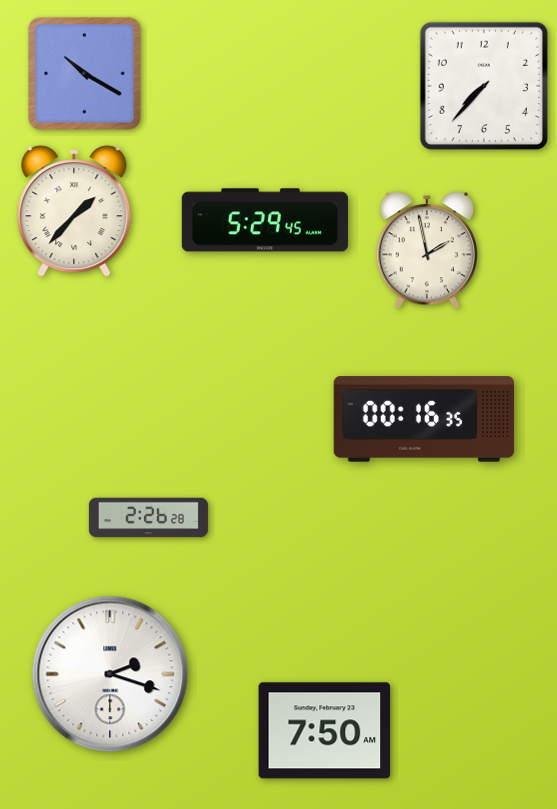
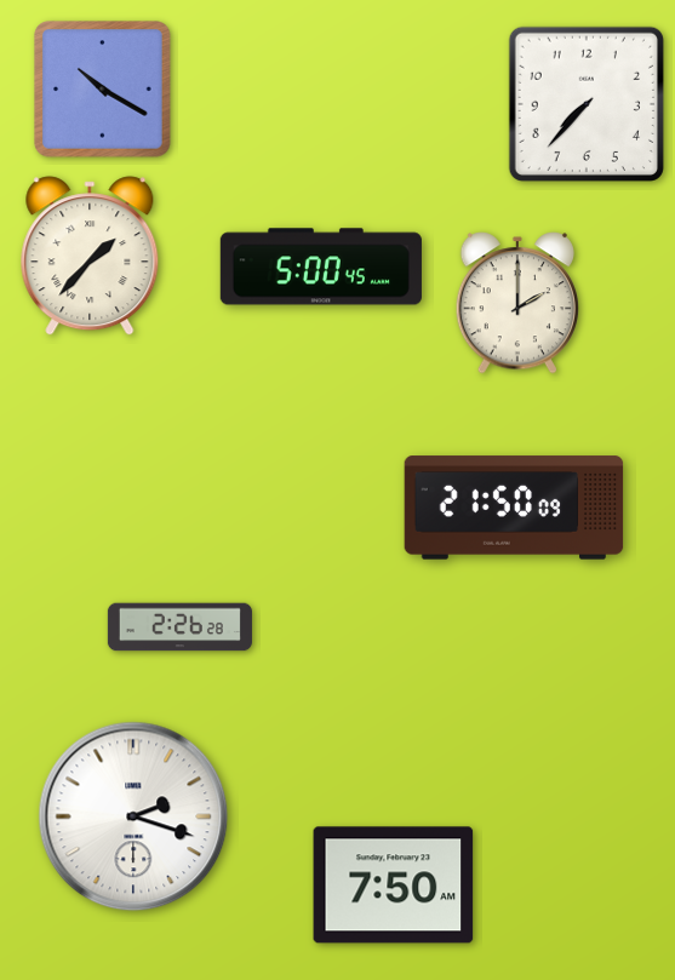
clock at (265, 220): 5:29 -> 5:00
clock at (426, 250): 1:58 -> 2:00
clock at (424, 419): 00:16 -> 21:50
